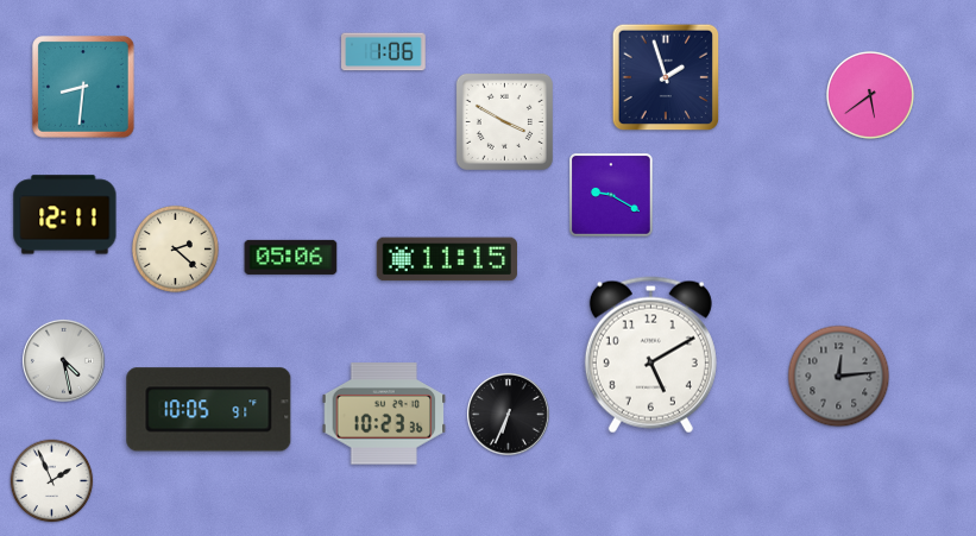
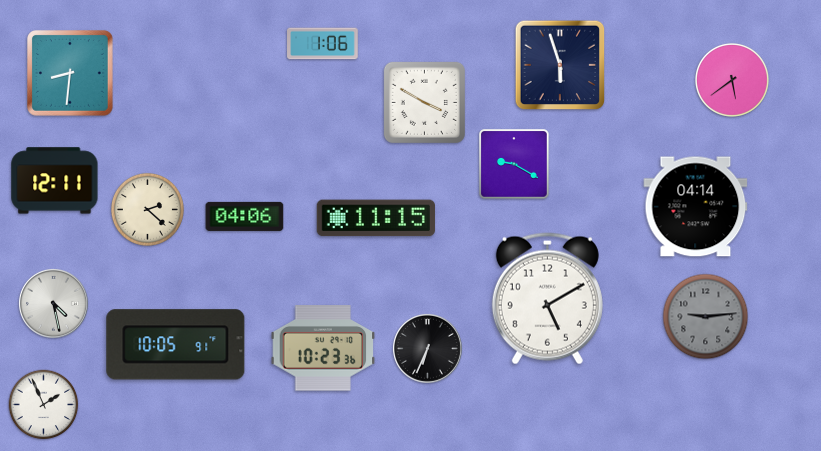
clock at (666, 77): 1:57 -> 5:57
clock at (696, 207): none -> 04:14
clock at (291, 257): 05:06 -> 04:06
clock at (839, 377): 12:14 -> 9:14
